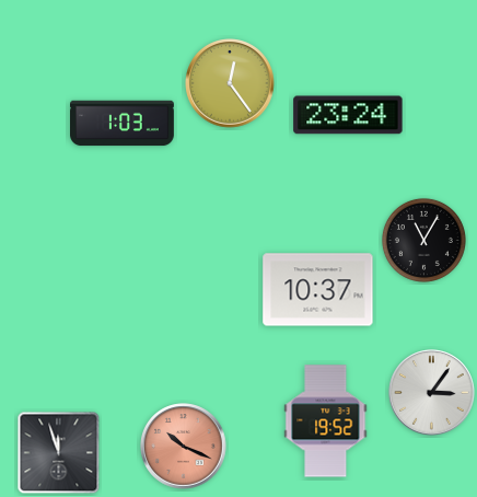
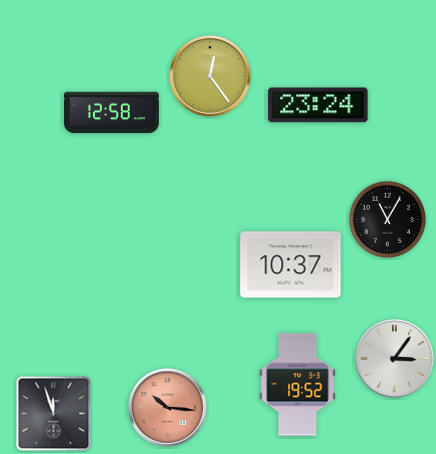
clock at (123, 124): 1:03 -> 12:58
clock at (184, 447): 10:19 -> 10:16
